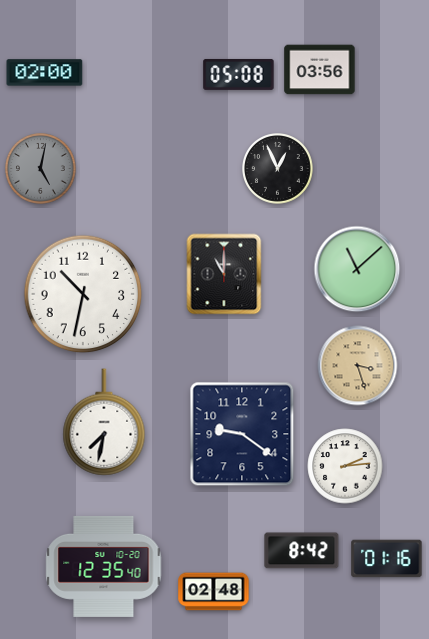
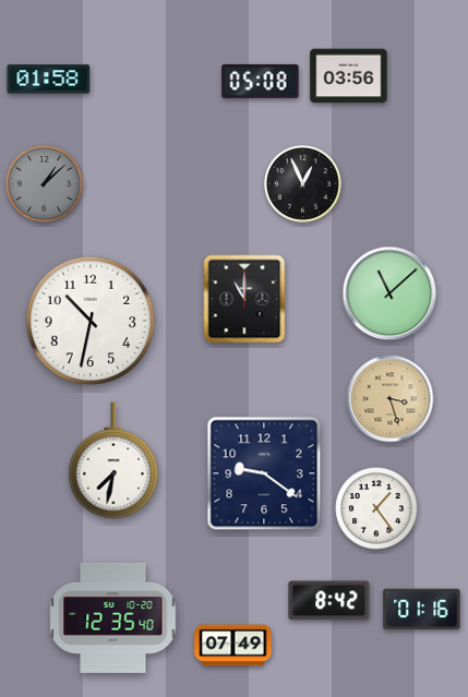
clock at (45, 73): 02:00 -> 01:58
clock at (41, 169): 5:02 -> 1:08
clock at (345, 466): 2:14 -> 1:24
clock at (214, 592): 02:48 -> 07:49
